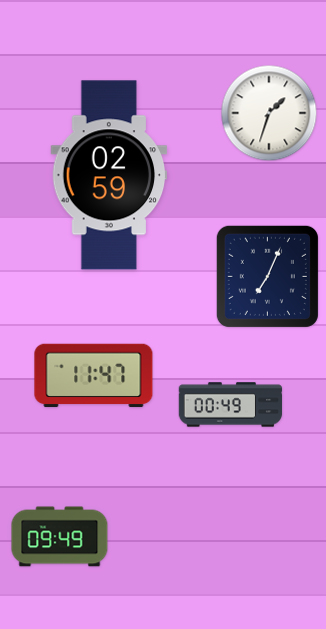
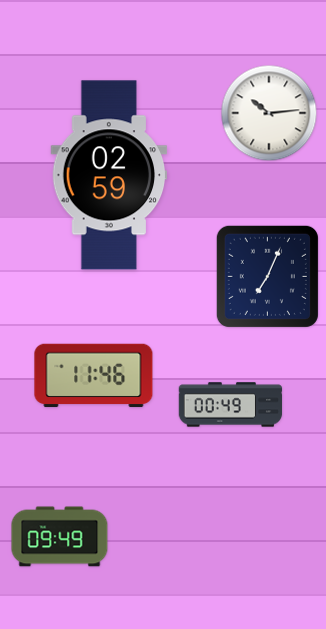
clock at (269, 113): 1:33 -> 10:14
clock at (94, 376): 11:47 -> 11:46
